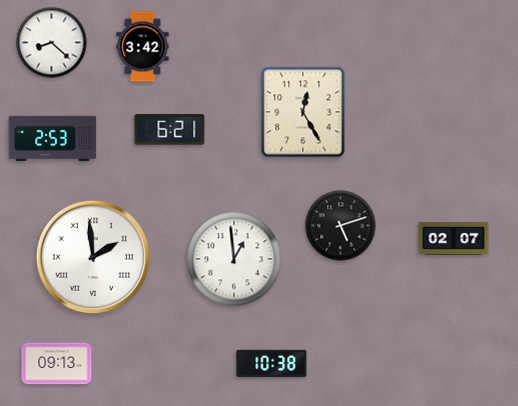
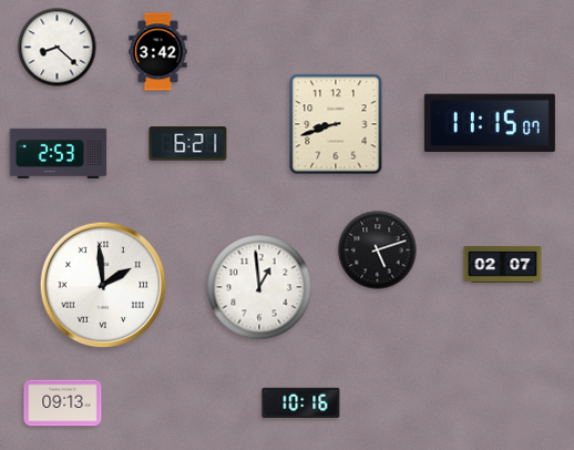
clock at (490, 123): none -> 11:15
clock at (303, 112): 12:25 -> 8:42
clock at (272, 363): 10:38 -> 10:16
